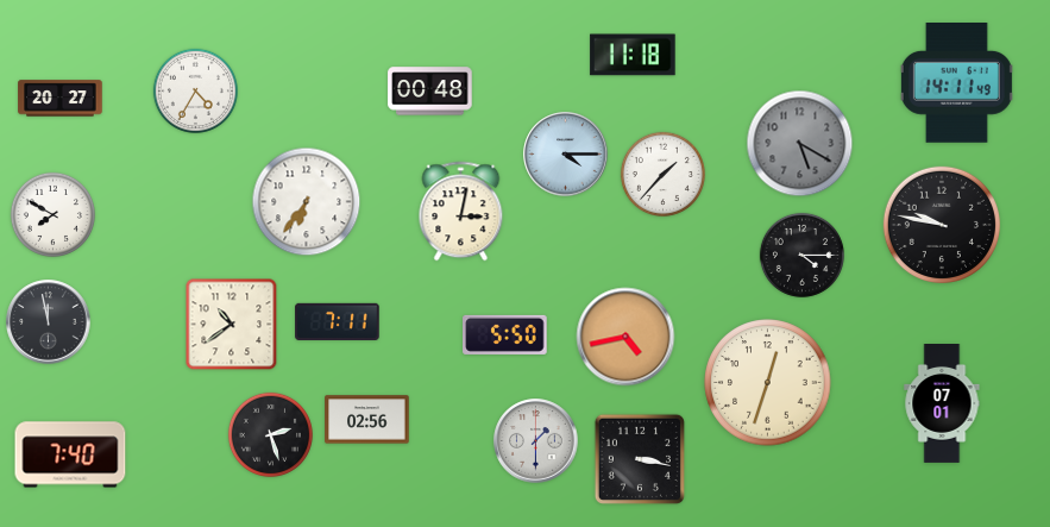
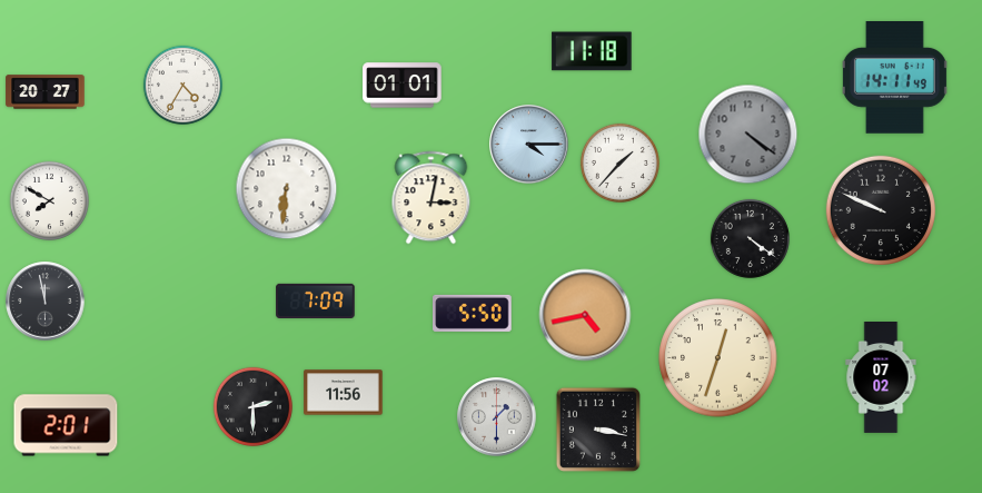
clock at (430, 92): 00:48 -> 01:01
clock at (61, 99) position: (61, 99) -> (46, 92)
clock at (800, 144): 5:20 -> 4:21
clock at (307, 202): 6:36 -> 6:31
clock at (941, 224): 9:47 -> 9:49
clock at (801, 255): 4:15 -> 4:21
clock at (338, 321): 7:11 -> 7:09
clock at (232, 325): 10:39 -> none
clock at (942, 404): 07:01 -> 07:02
clock at (367, 420): 02:56 -> 11:56
clock at (270, 434): 2:27 -> 2:30
clock at (536, 441) position: (536, 441) -> (497, 417)
clock at (70, 454): 7:40 -> 2:01
